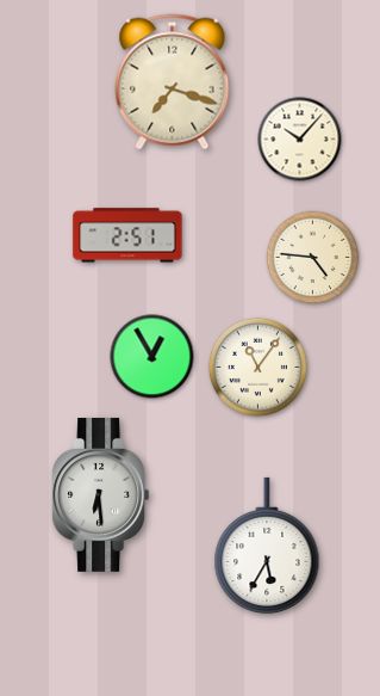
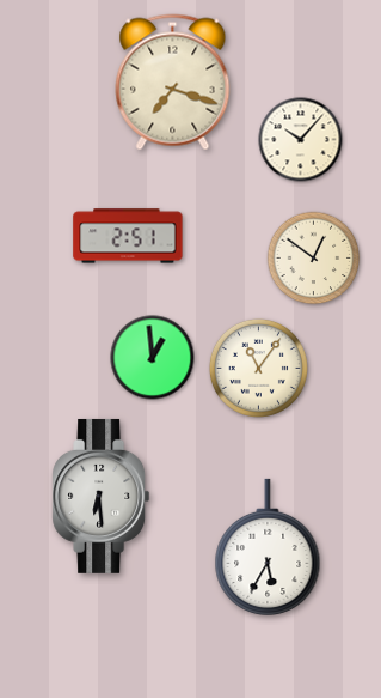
clock at (313, 258): 4:46 -> 12:51
clock at (152, 357): 12:55 -> 12:59
